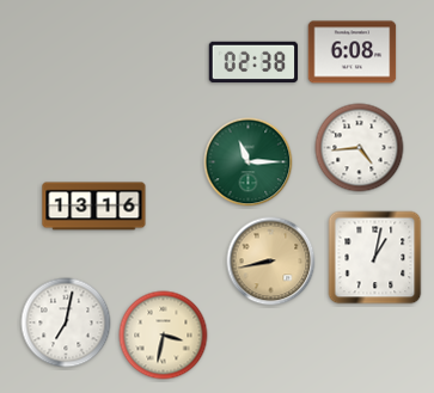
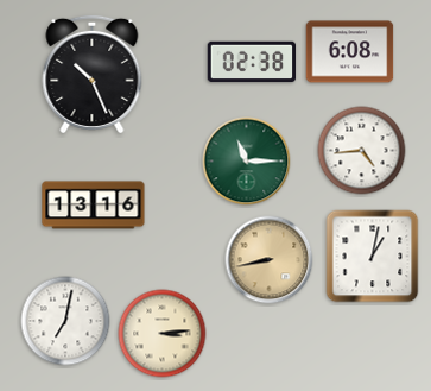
clock at (93, 74): none -> 10:26
clock at (360, 148) position: (360, 148) -> (362, 151)
clock at (164, 336): 3:32 -> 3:14
